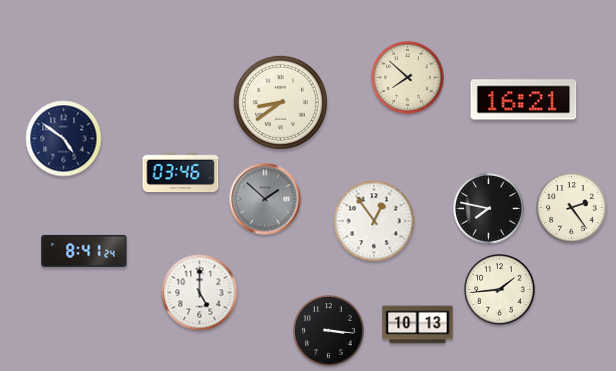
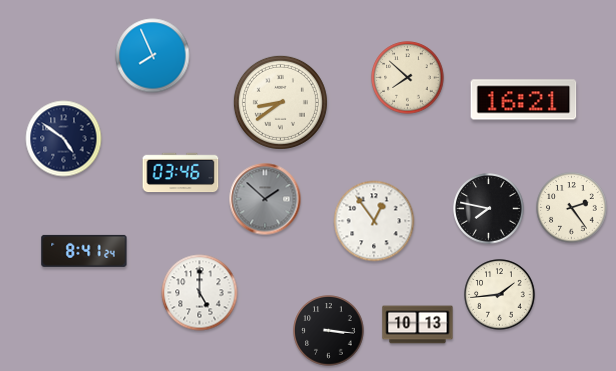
clock at (153, 56): none -> 7:56
clock at (500, 290) position: (500, 290) -> (500, 295)
